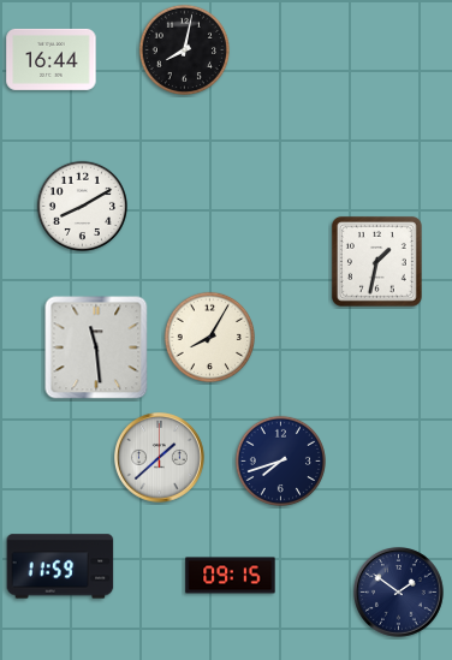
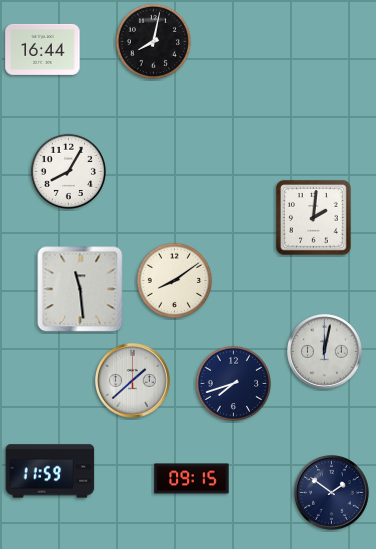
clock at (82, 206): 8:10 -> 8:05
clock at (376, 261): 1:32 -> 2:01
clock at (209, 337): 8:05 -> 8:09
clock at (325, 352): none -> 12:02
